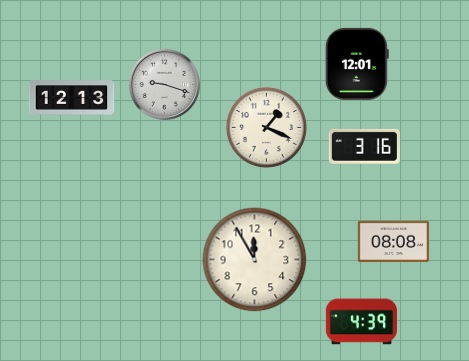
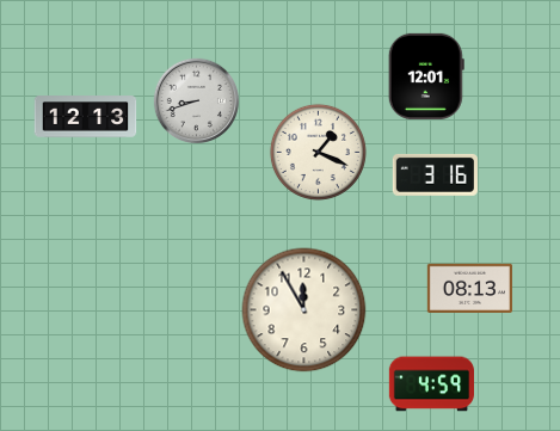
clock at (165, 85): 9:18 -> 8:42
clock at (393, 241): 08:08 -> 08:13
clock at (361, 322): 4:39 -> 4:59
